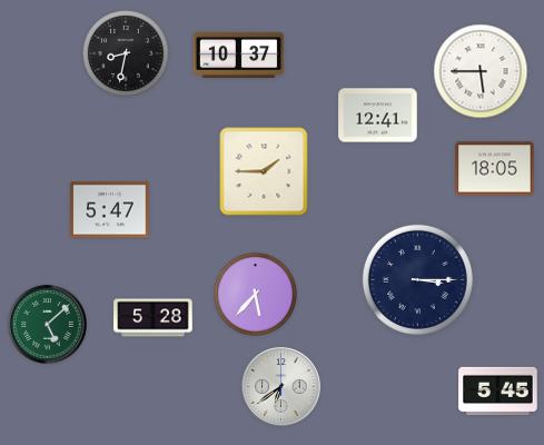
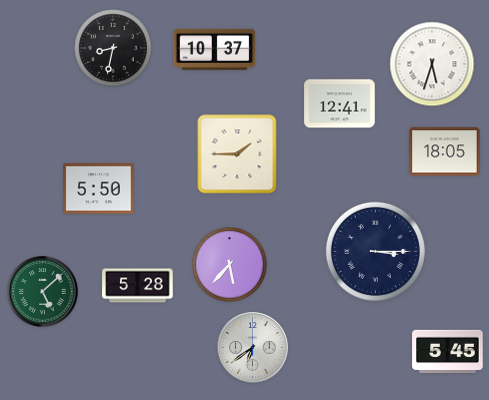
clock at (481, 71): 5:45 -> 5:33
clock at (110, 210): 5:47 -> 5:50
